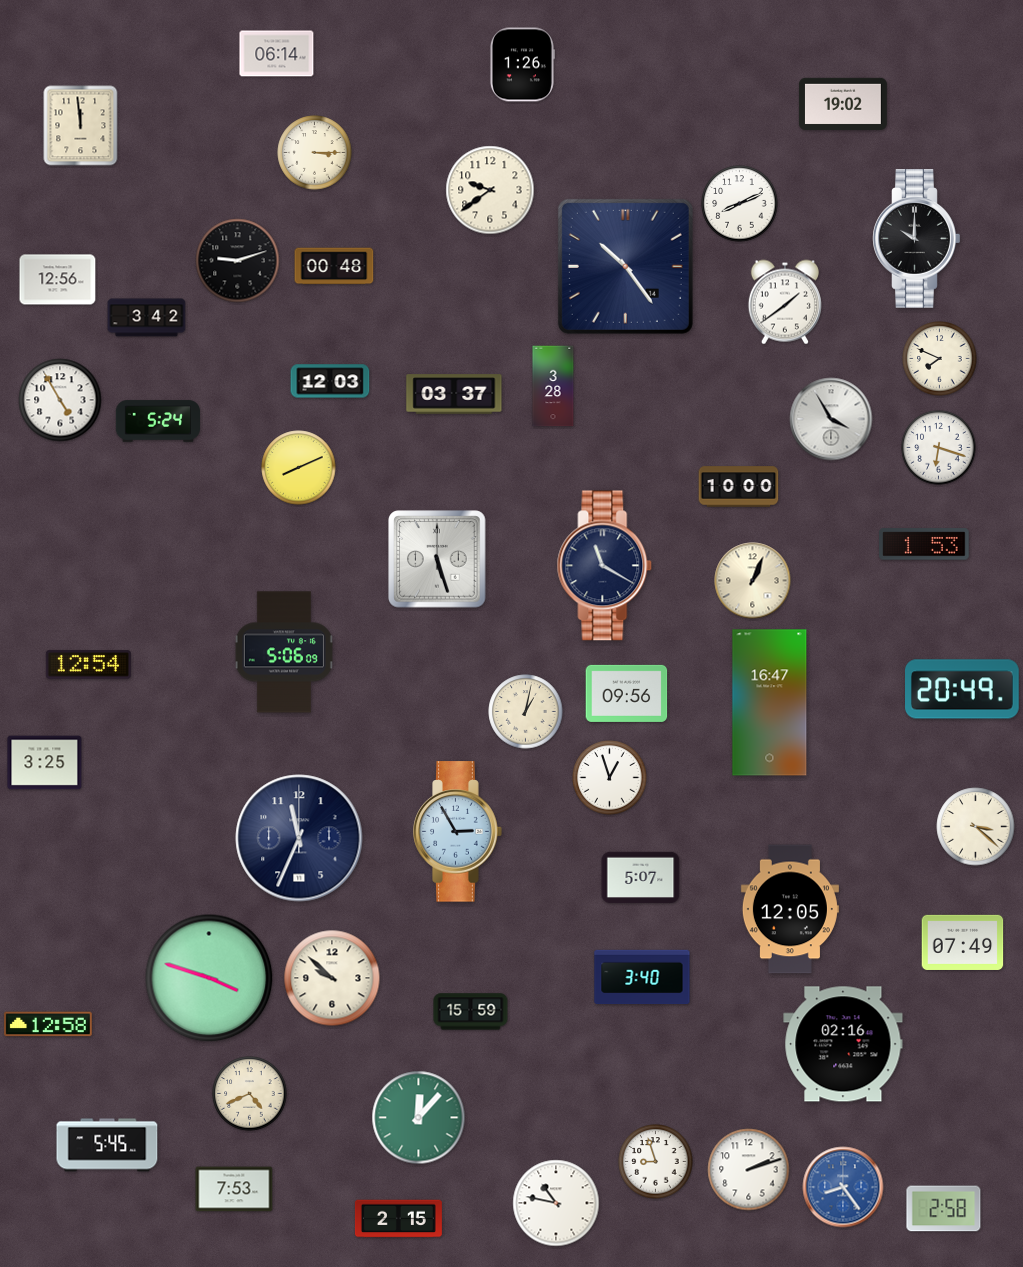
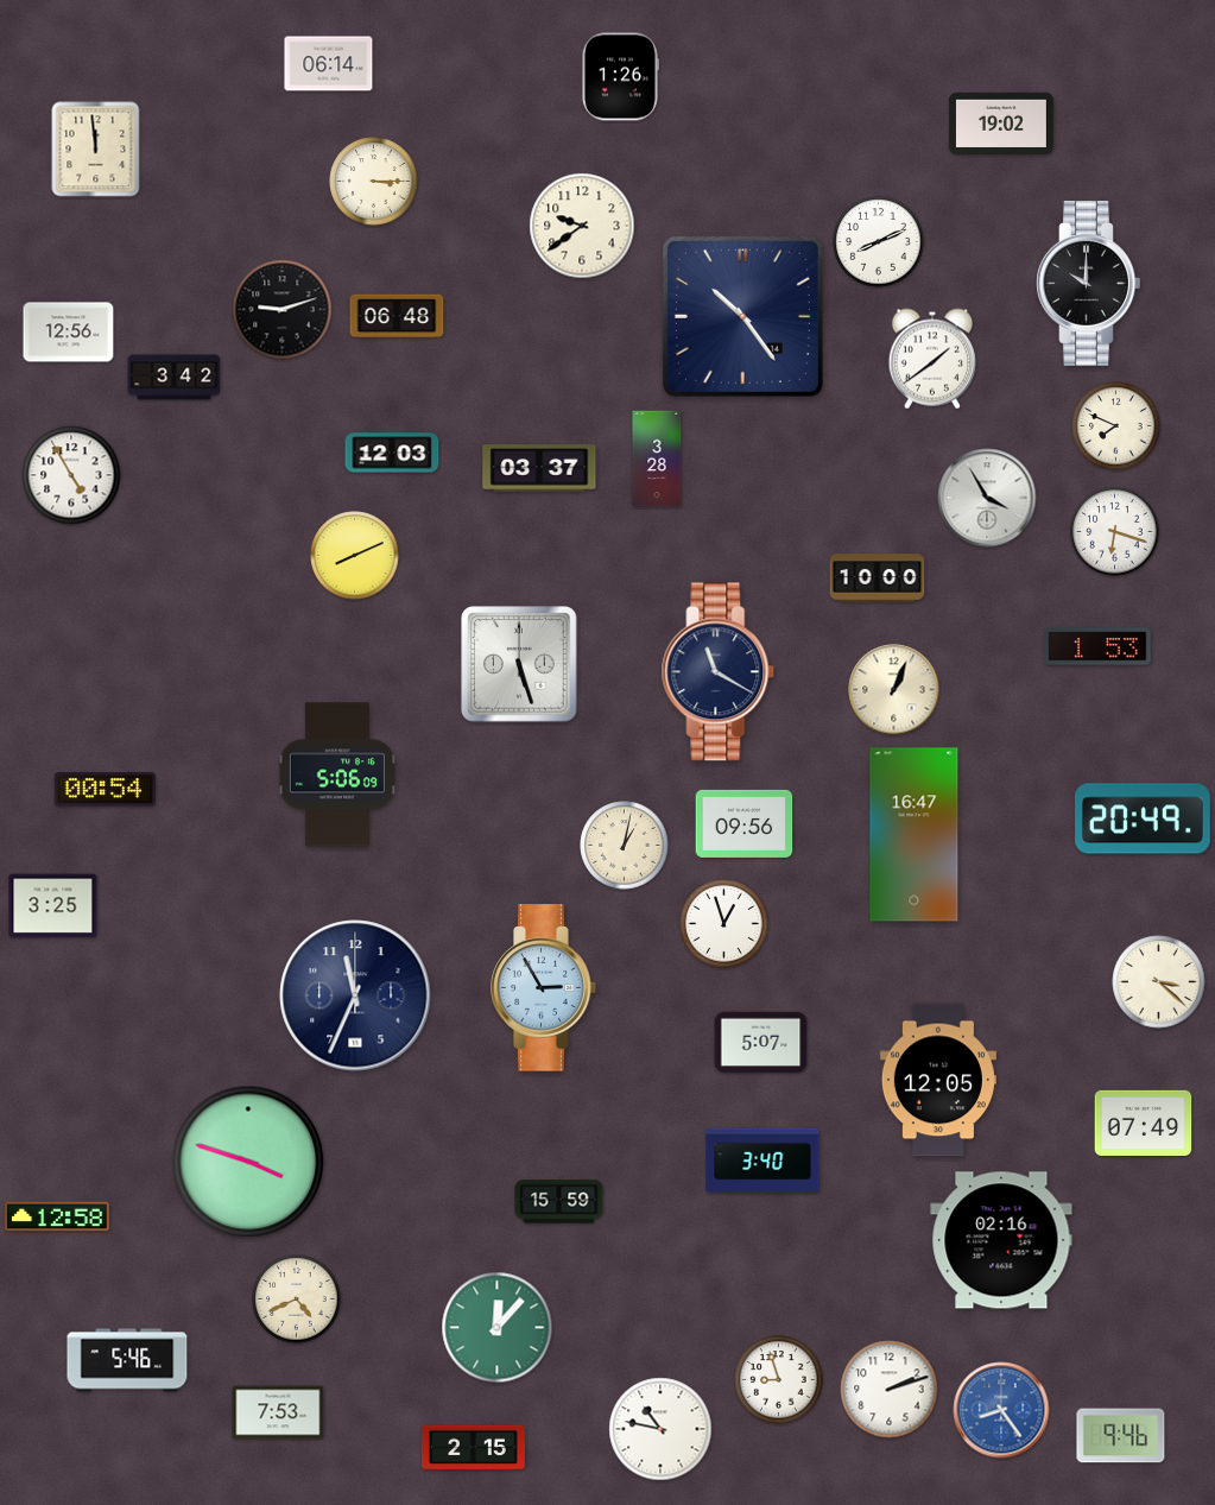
clock at (334, 266): 00:48 -> 06:48
clock at (158, 421): 5:24 -> none
clock at (88, 665): 12:54 -> 00:54
clock at (963, 942) position: (963, 942) -> (1144, 1123)
clock at (332, 978): 9:52 -> none
clock at (107, 1145): 5:45 -> 5:46
clock at (944, 1209): 2:58 -> 9:46
